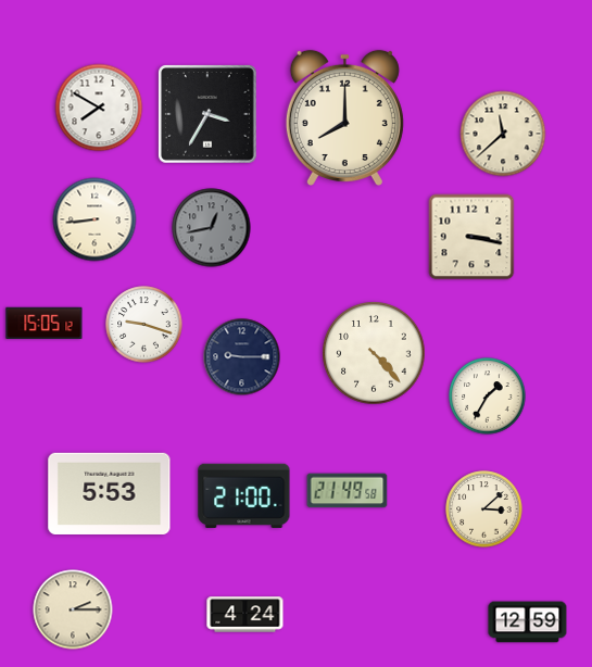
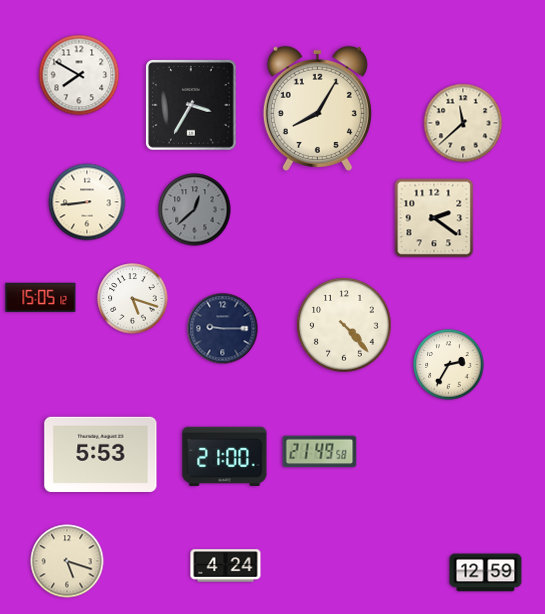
clock at (99, 108) position: (99, 108) -> (79, 75)
clock at (344, 117): 8:00 -> 8:05
clock at (212, 228): 12:43 -> 12:38
clock at (471, 237): 3:17 -> 2:21
clock at (144, 325): 9:18 -> 5:18
clock at (488, 397): 1:35 -> 2:35
clock at (484, 509): 3:08 -> none
clock at (73, 609): 2:15 -> 5:18
